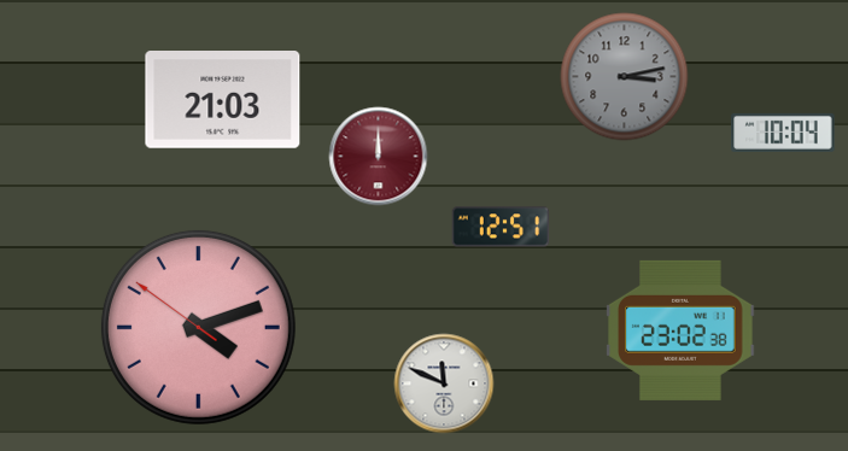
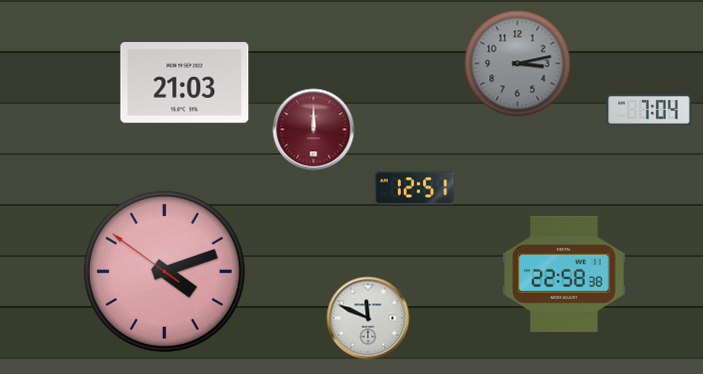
clock at (783, 133): 10:04 -> 7:04
clock at (680, 330): 23:02 -> 22:58
